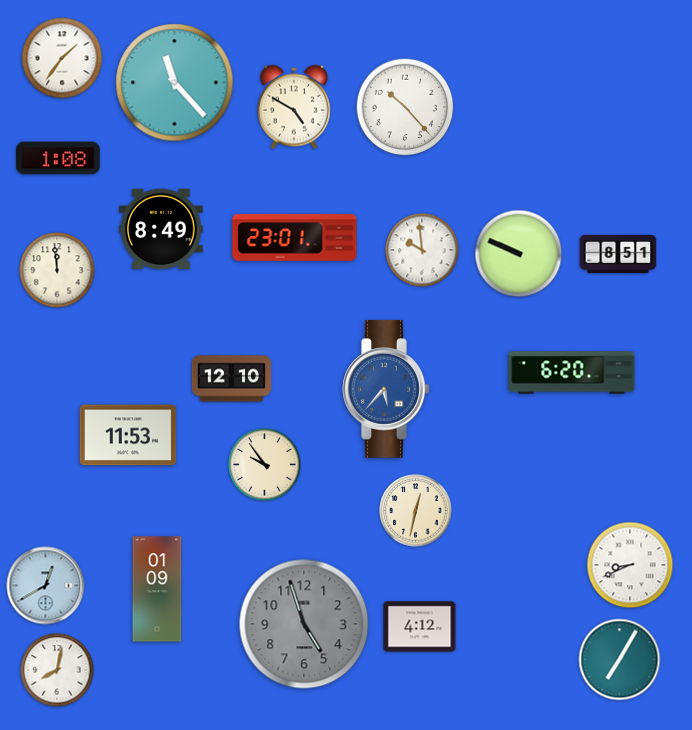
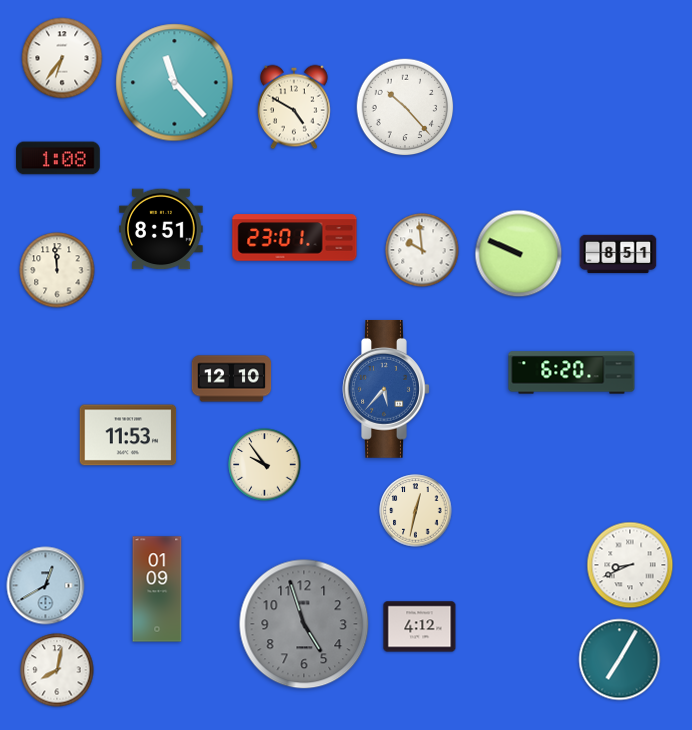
clock at (62, 58): 1:36 -> 6:36
clock at (161, 229): 8:49 -> 8:51
